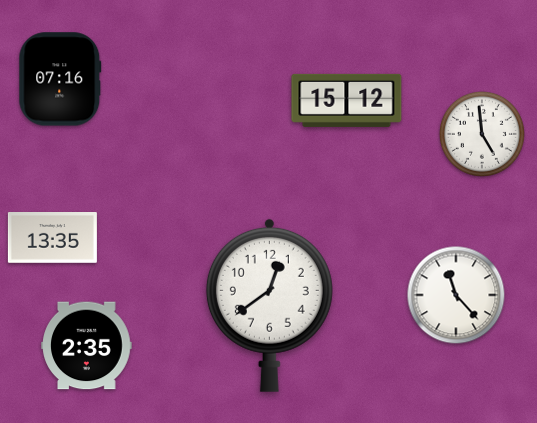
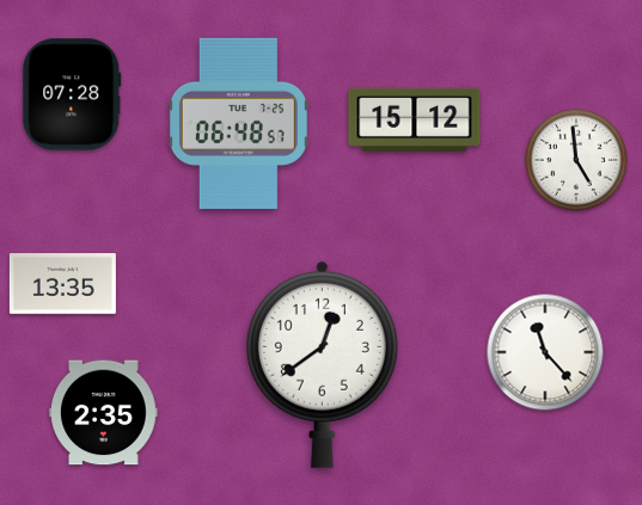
clock at (60, 79): 07:16 -> 07:28
clock at (238, 123): none -> 06:48
